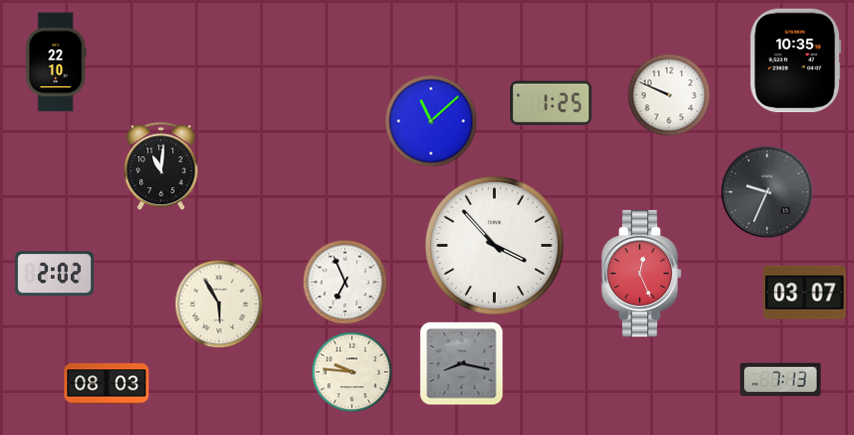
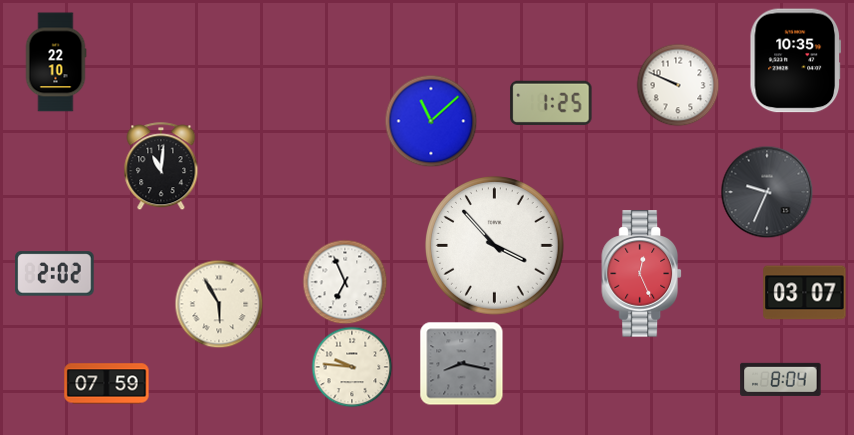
clock at (669, 95) position: (669, 95) -> (678, 85)
clock at (352, 372) position: (352, 372) -> (352, 367)
clock at (781, 379): 7:13 -> 8:04
clock at (107, 384): 08:03 -> 07:59
